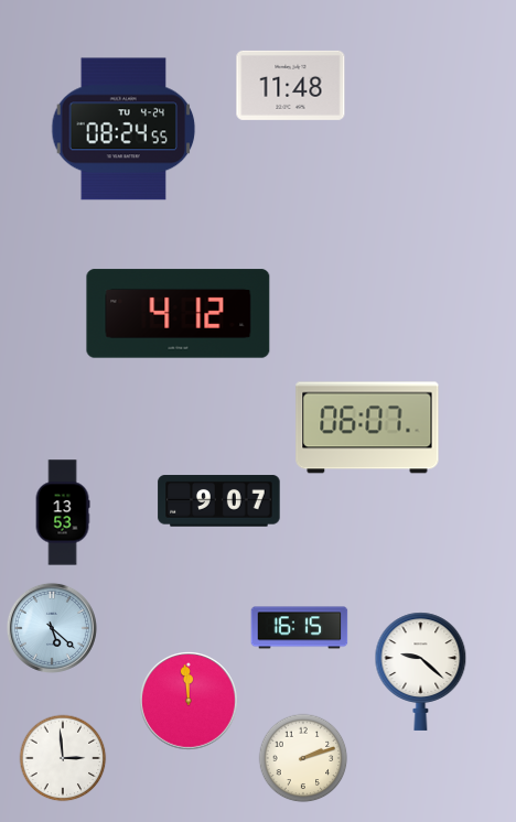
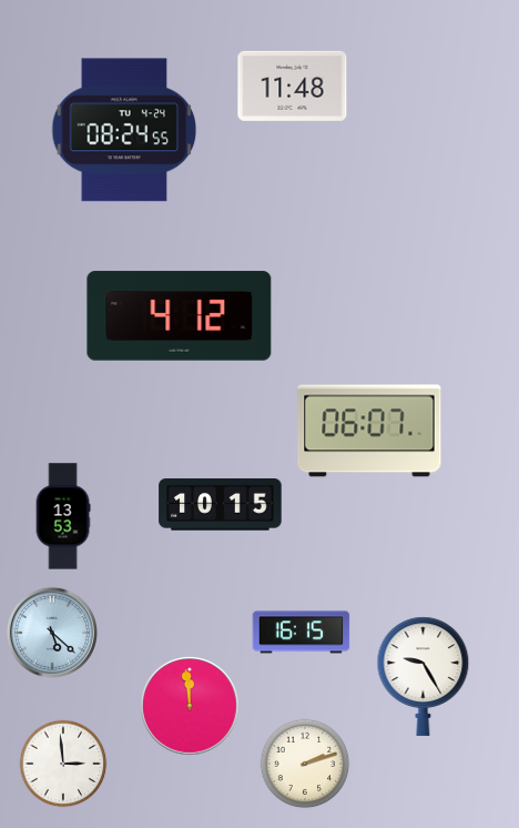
clock at (219, 501): 9:07 -> 10:15
clock at (421, 671): 9:22 -> 9:25
